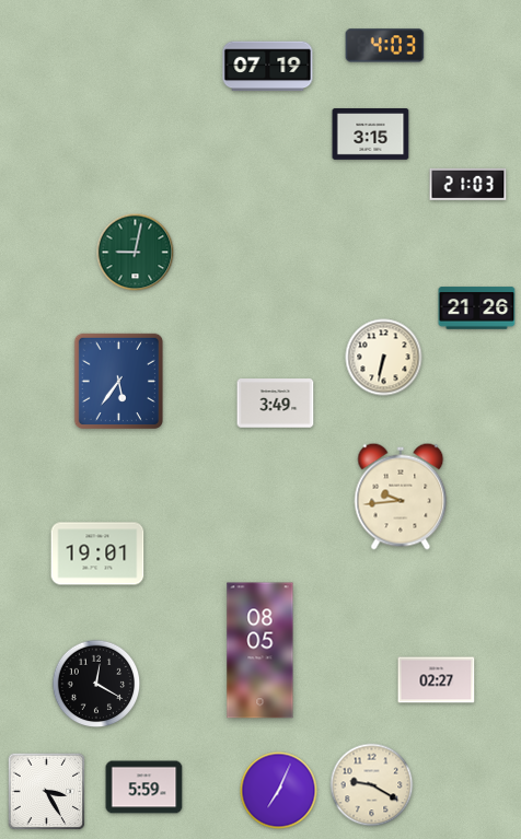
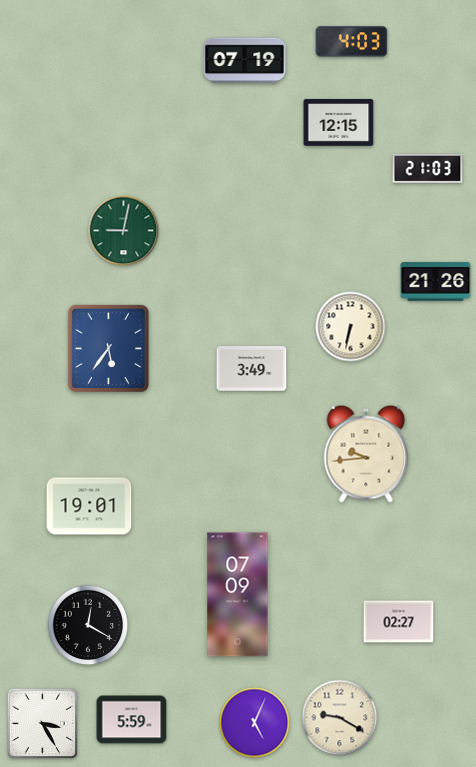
clock at (371, 135): 3:15 -> 12:15
clock at (260, 651): 08:05 -> 07:09
clock at (279, 791): 7:04 -> 5:04
